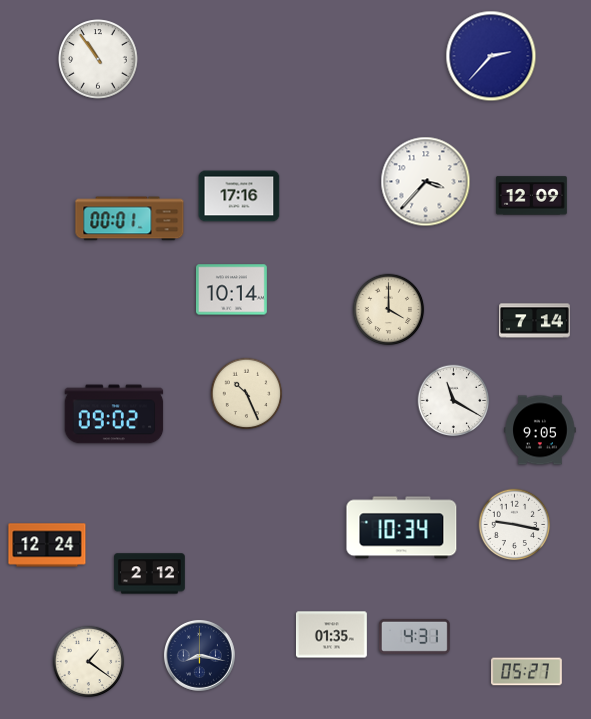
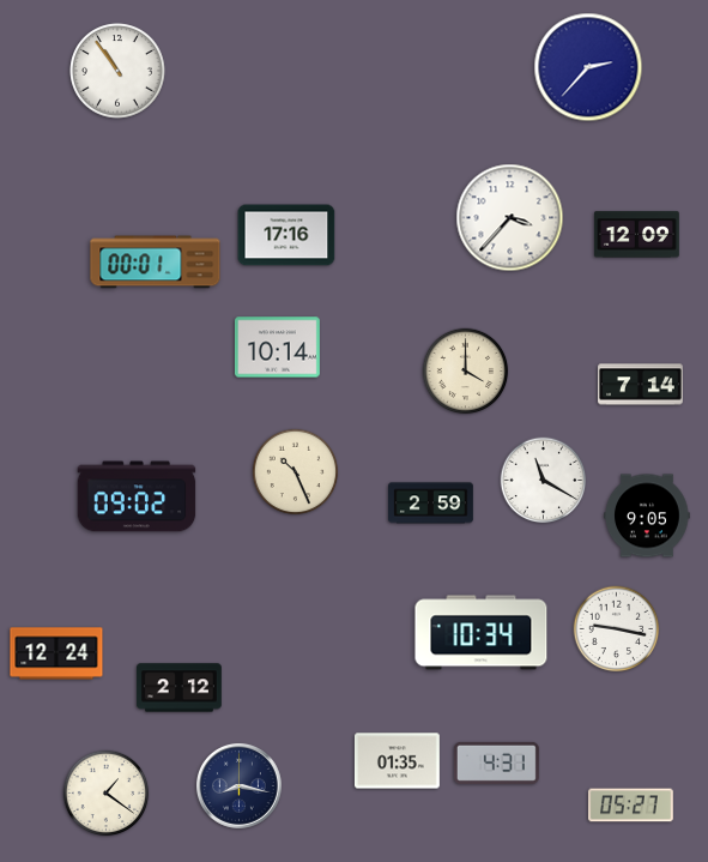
clock at (431, 504): none -> 2:59
